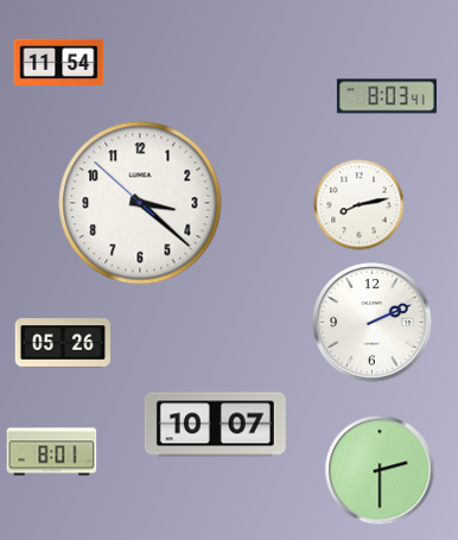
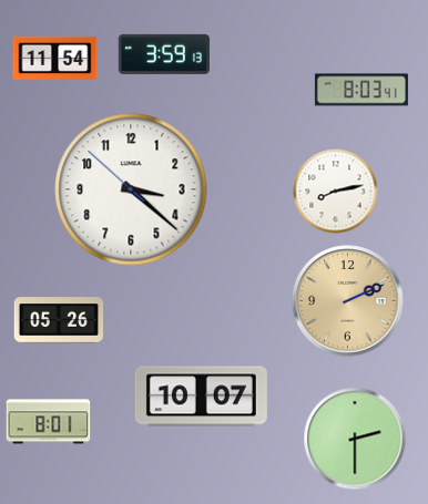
clock at (164, 54): none -> 3:59
clock at (373, 323) dial: white -> champagne
